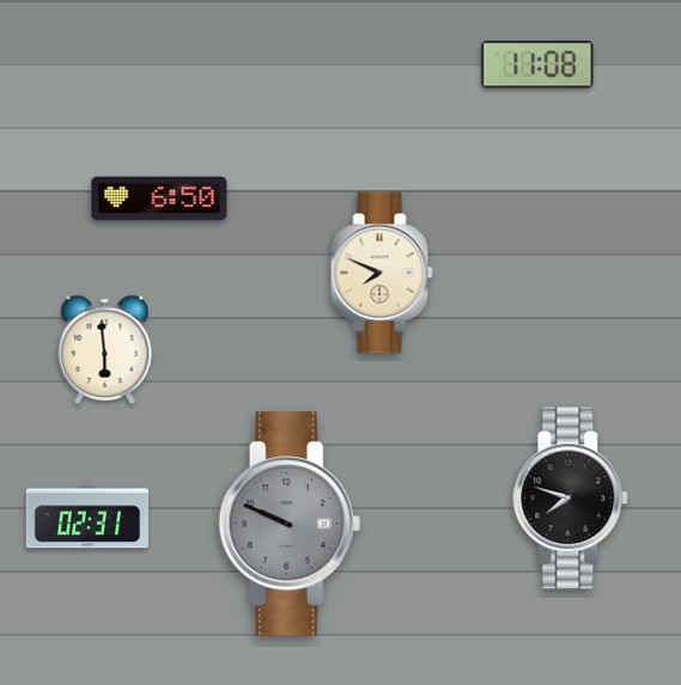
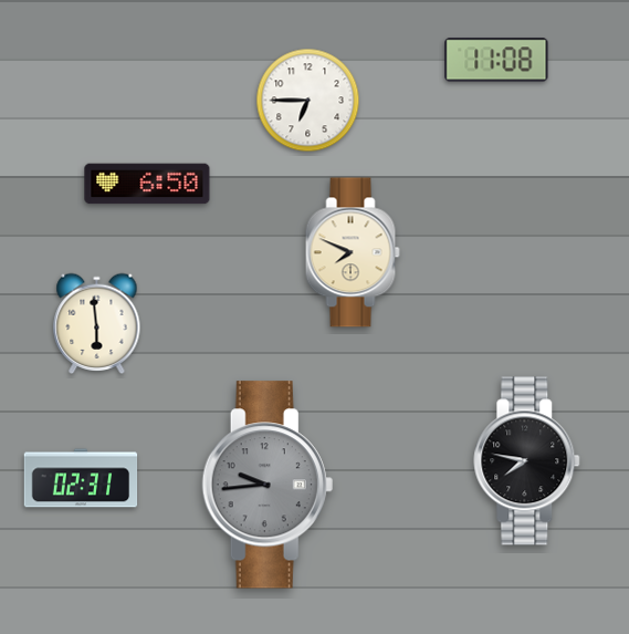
clock at (308, 101): none -> 6:45
clock at (571, 499): 7:48 -> 7:47
clock at (290, 524): 9:49 -> 9:44
